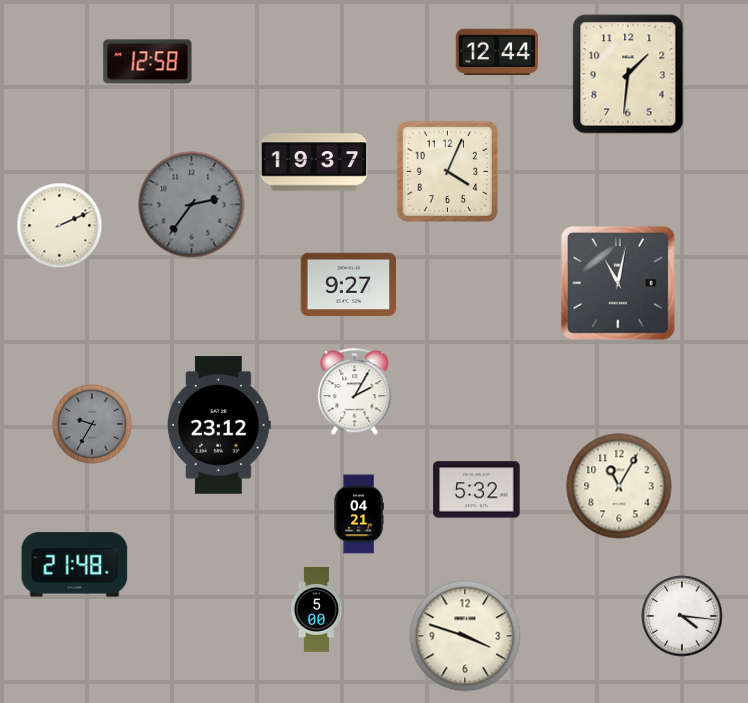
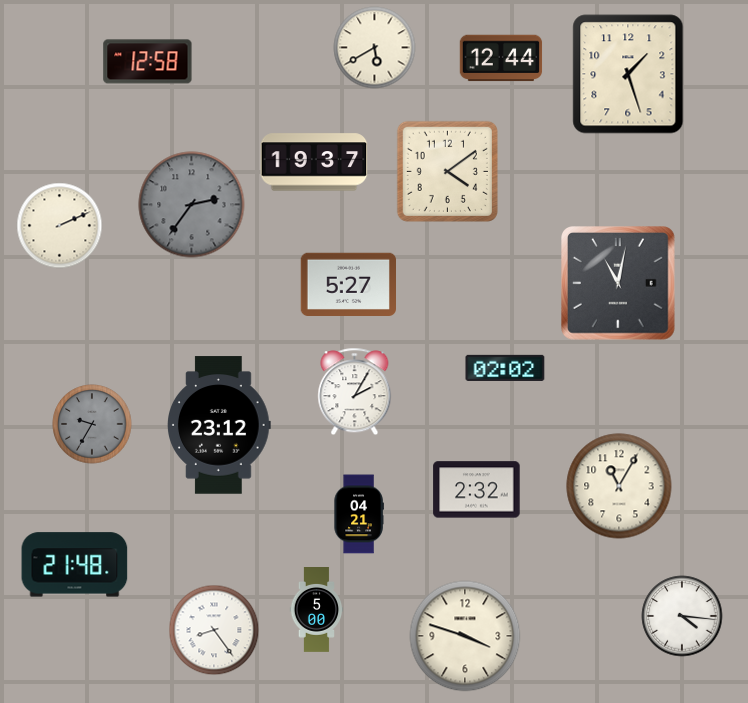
clock at (375, 48): none -> 5:40
clock at (497, 52) position: (497, 52) -> (501, 58)
clock at (628, 74): 1:31 -> 1:27
clock at (447, 171): 4:04 -> 4:09
clock at (348, 284): 9:27 -> 5:27
clock at (505, 368): none -> 02:02
clock at (477, 490): 5:32 -> 2:32
clock at (214, 630): none -> 8:24
